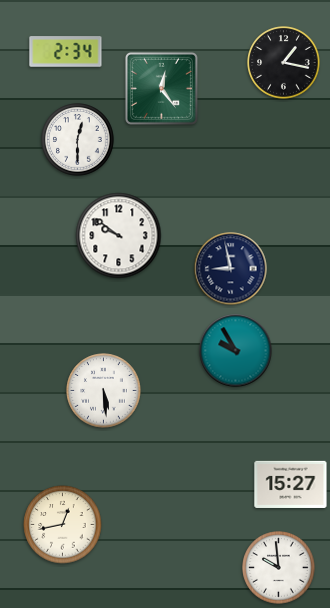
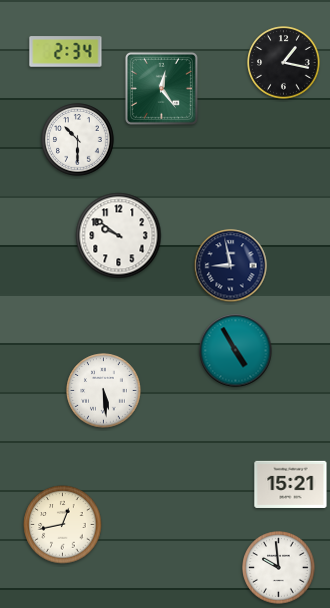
clock at (78, 140): 12:30 -> 10:30
clock at (231, 269) position: (231, 269) -> (231, 266)
clock at (236, 351): 9:55 -> 4:55
clock at (291, 484): 15:27 -> 15:21
